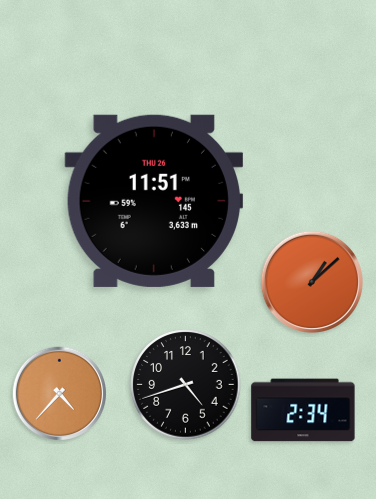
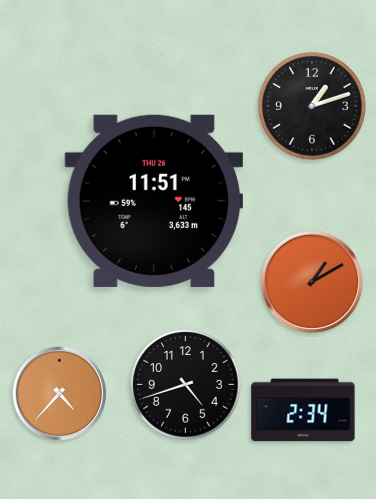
clock at (312, 106): none -> 1:12
clock at (312, 282): 1:08 -> 1:10
